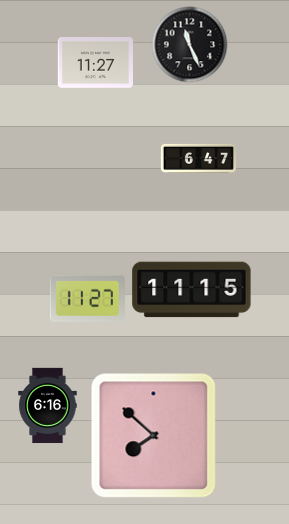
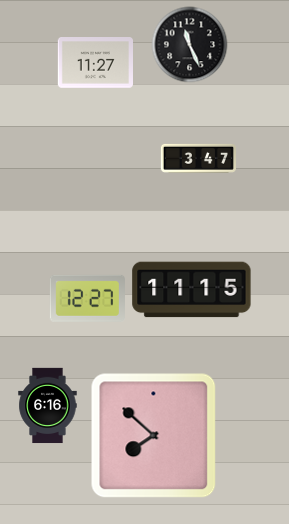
clock at (198, 158): 6:47 -> 3:47
clock at (87, 298): 11:27 -> 12:27
